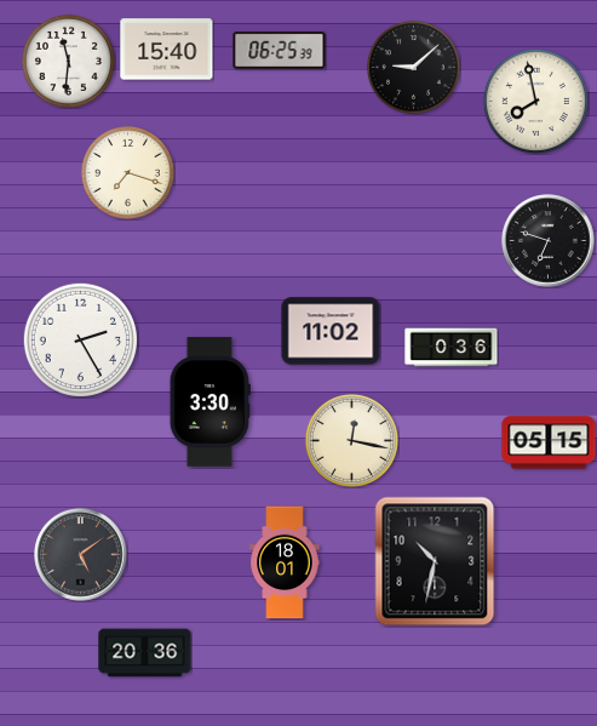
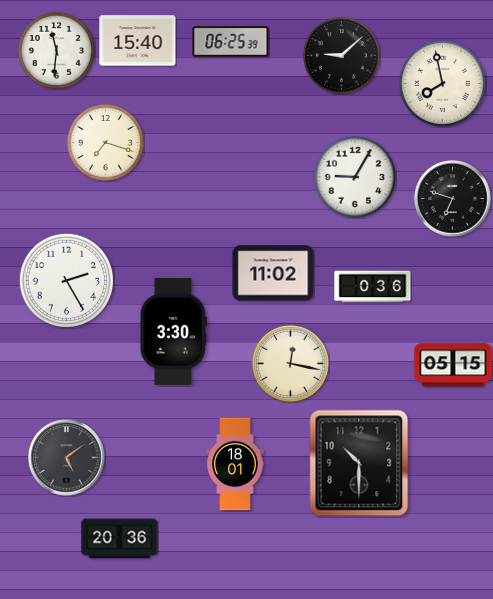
clock at (355, 177): none -> 9:05
clock at (435, 561): 10:32 -> 10:30
